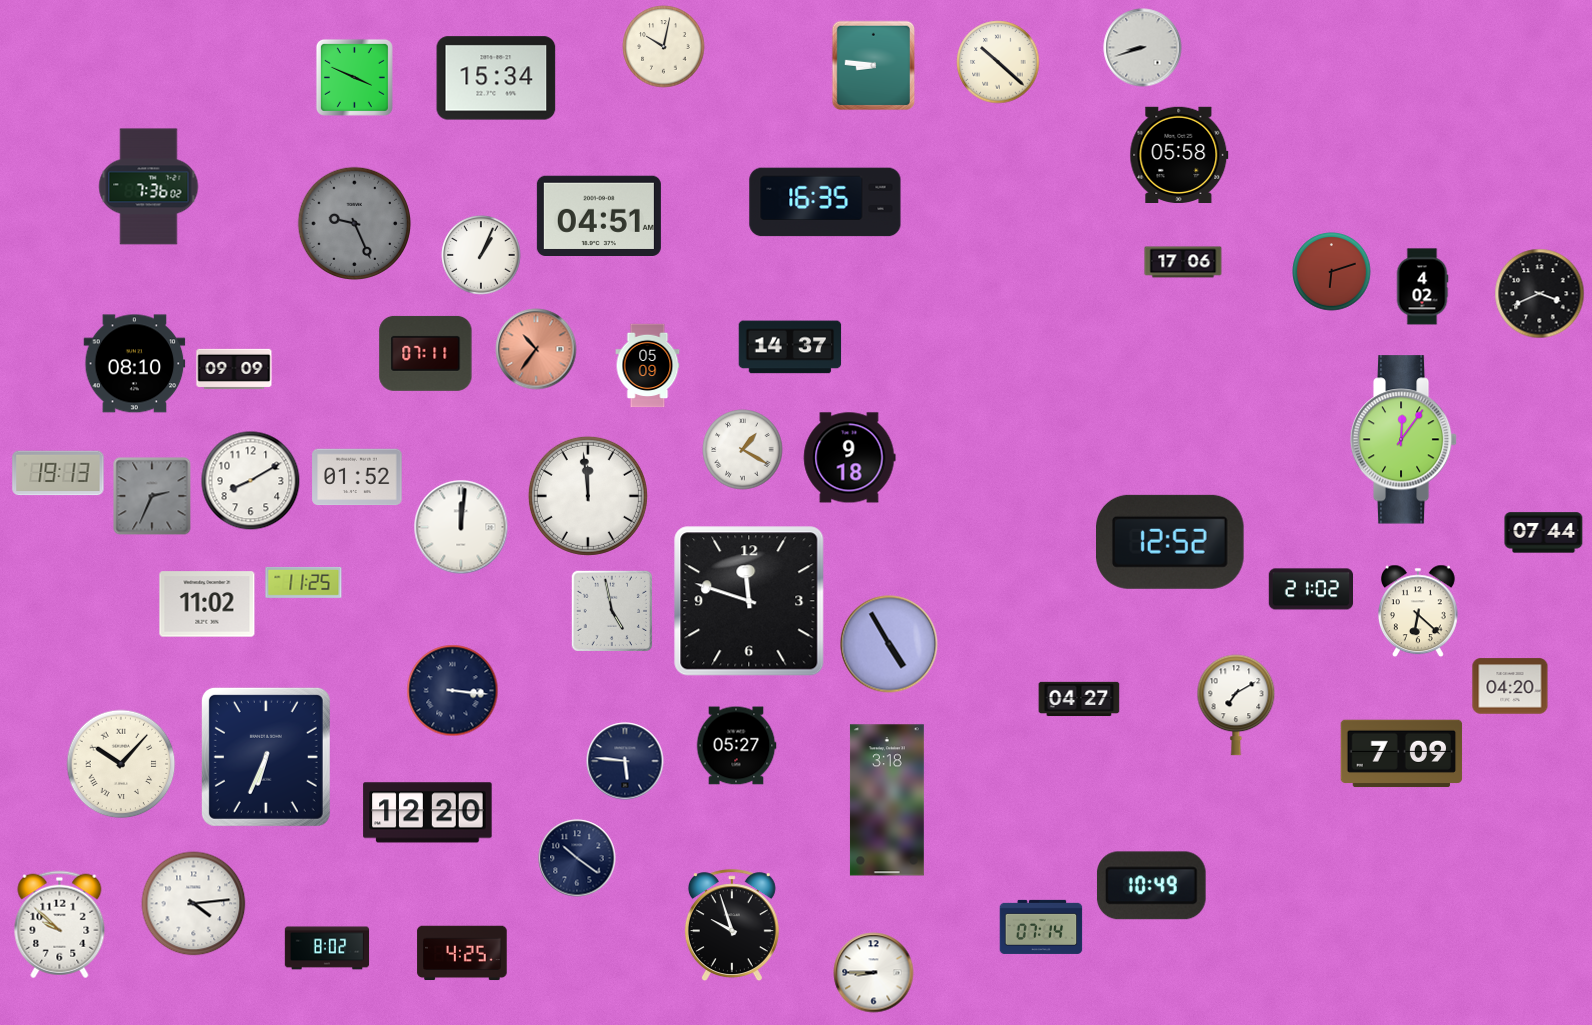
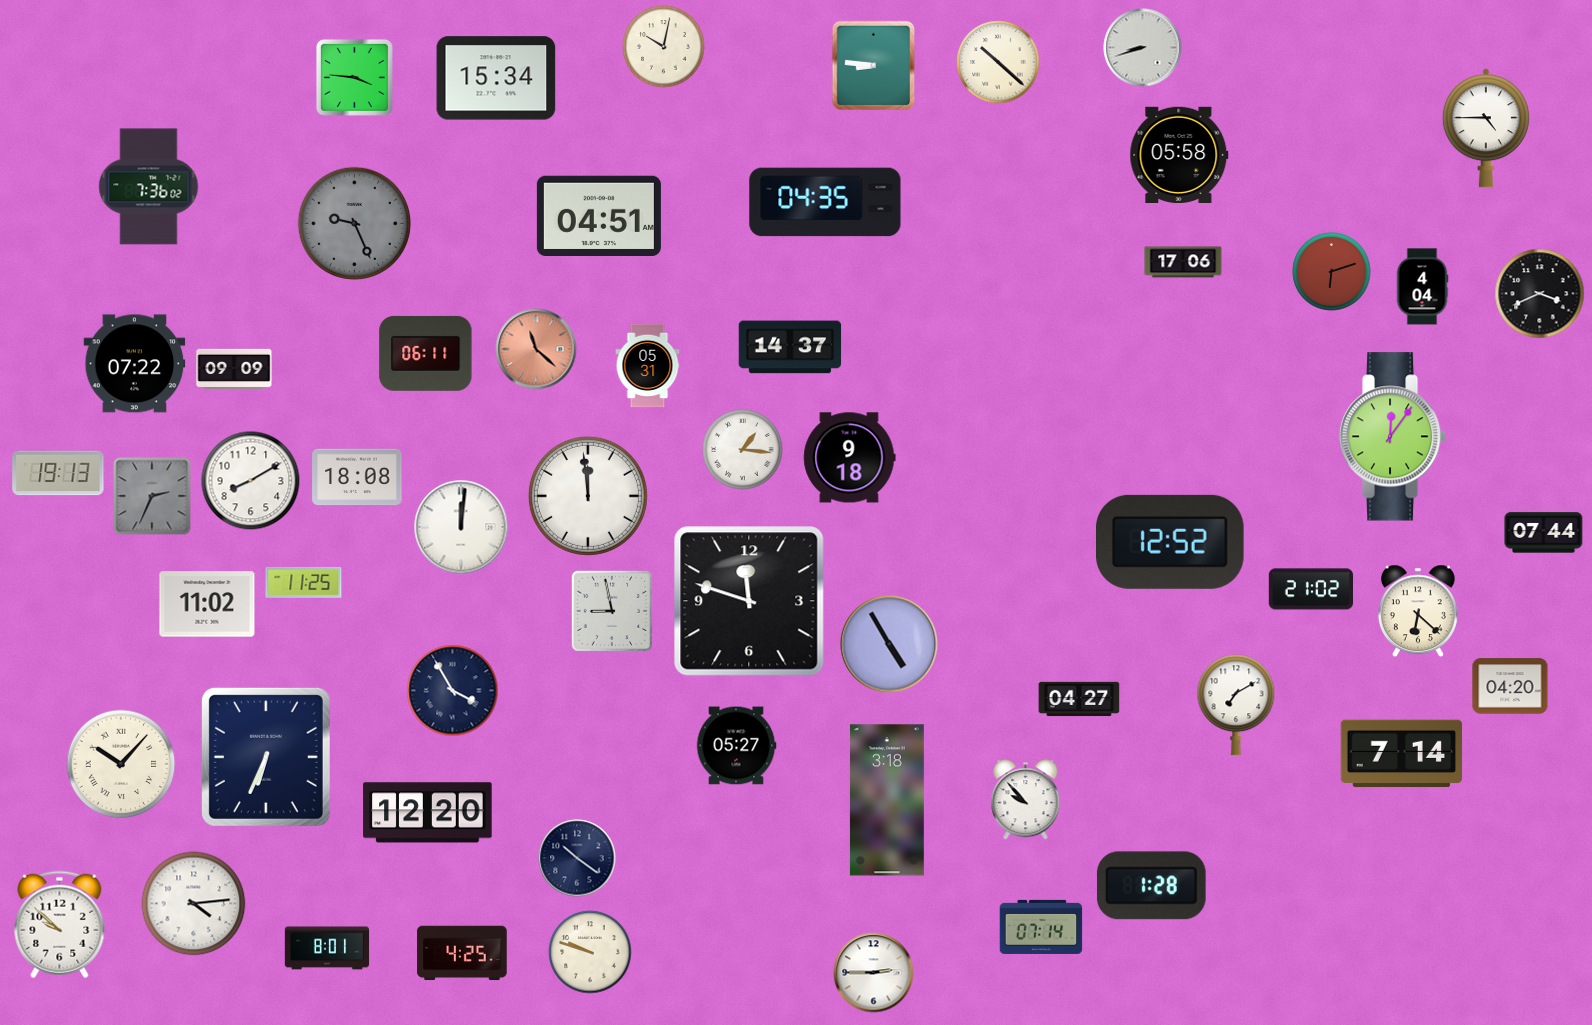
clock at (354, 77): 3:49 -> 3:46
clock at (1486, 128): none -> 4:45
clock at (825, 202): 16:35 -> 04:35
clock at (481, 255): 1:04 -> none
clock at (1422, 287): 4:02 -> 4:04
clock at (536, 349): 10:36 -> 11:22
clock at (426, 353): 07:11 -> 06:11
clock at (135, 364): 08:10 -> 07:22
clock at (648, 366): 05:09 -> 05:31
clock at (1404, 440) position: (1404, 440) -> (1393, 437)
clock at (743, 450): 1:20 -> 1:16
clock at (357, 477): 01:52 -> 18:08
clock at (612, 610): 4:58 -> 8:58
clock at (453, 691): 3:16 -> 3:55
clock at (1402, 754): 7:09 -> 7:14
clock at (625, 761): 5:46 -> none
clock at (1026, 800): none -> 9:53
clock at (1151, 886): 10:49 -> 1:28
clock at (732, 926): 9:57 -> none
clock at (327, 948): 8:02 -> 8:01
clock at (590, 952): none -> 9:48
clock at (874, 973): 8:45 -> 2:45
